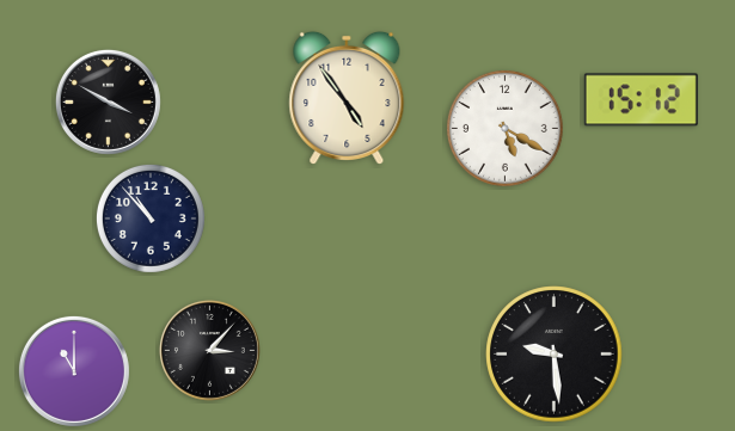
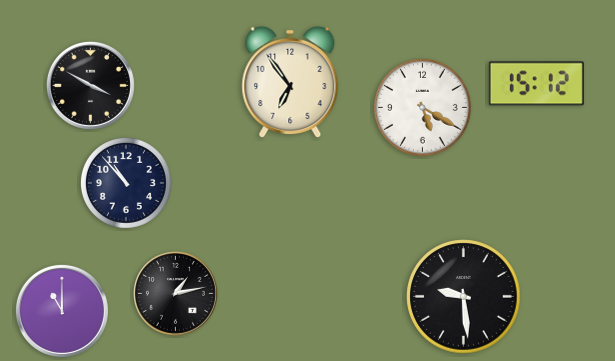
clock at (347, 97): 4:54 -> 6:54
clock at (209, 350): 3:07 -> 1:13
